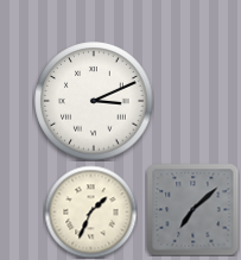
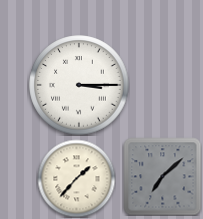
clock at (94, 101): 3:11 -> 3:15
clock at (90, 211): 1:34 -> 1:37
